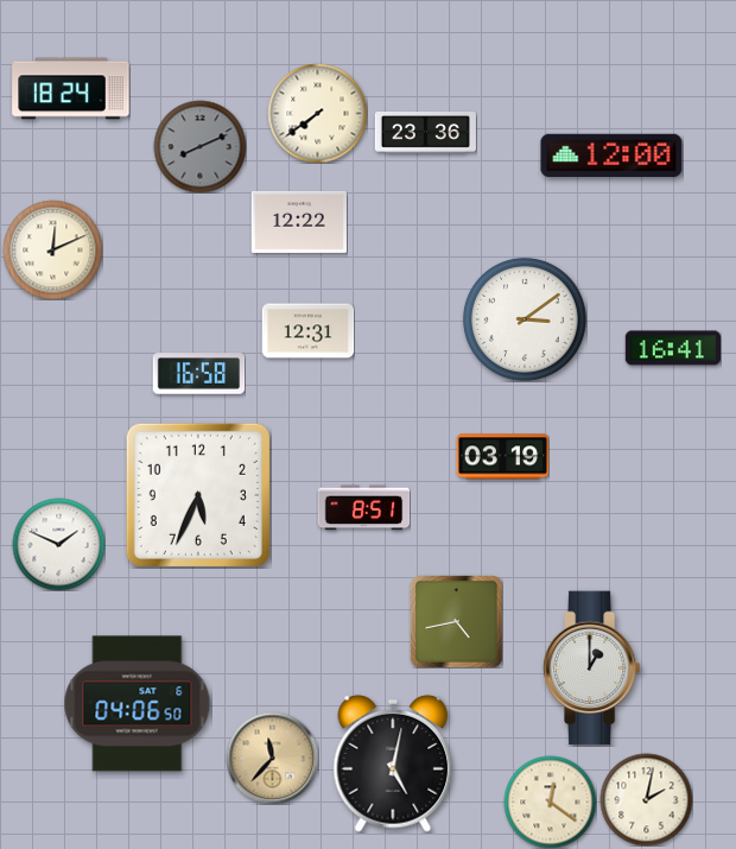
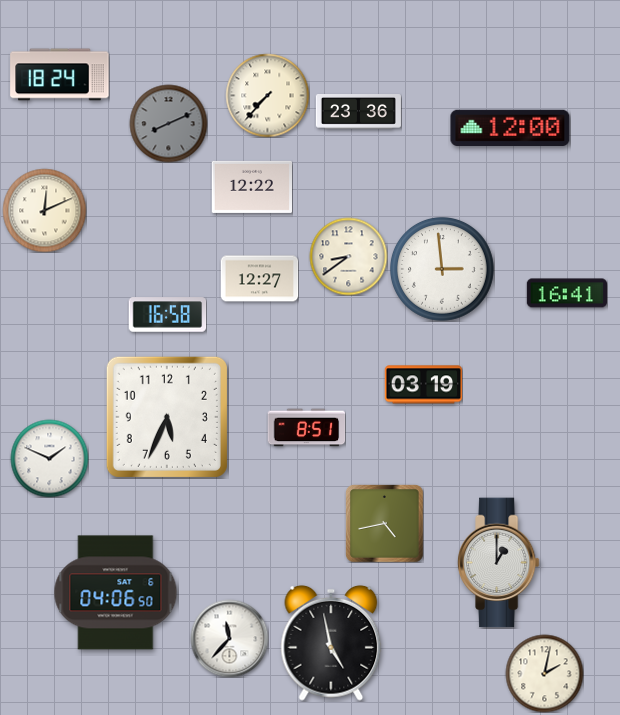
clock at (317, 113): 7:39 -> 7:37
clock at (611, 156) position: (611, 156) -> (510, 128)
clock at (348, 256): none -> 8:39
clock at (526, 321): 3:09 -> 2:59
clock at (307, 331): 12:31 -> 12:27
clock at (272, 758) dial: champagne -> white
clock at (393, 764): 5:02 -> 4:58
clock at (550, 802): 12:21 -> none
